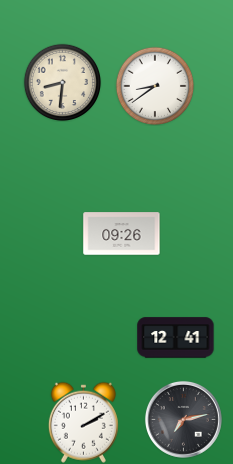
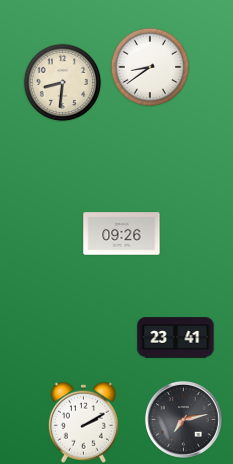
clock at (154, 85) position: (154, 85) -> (149, 66)
clock at (176, 338): 12:41 -> 23:41
